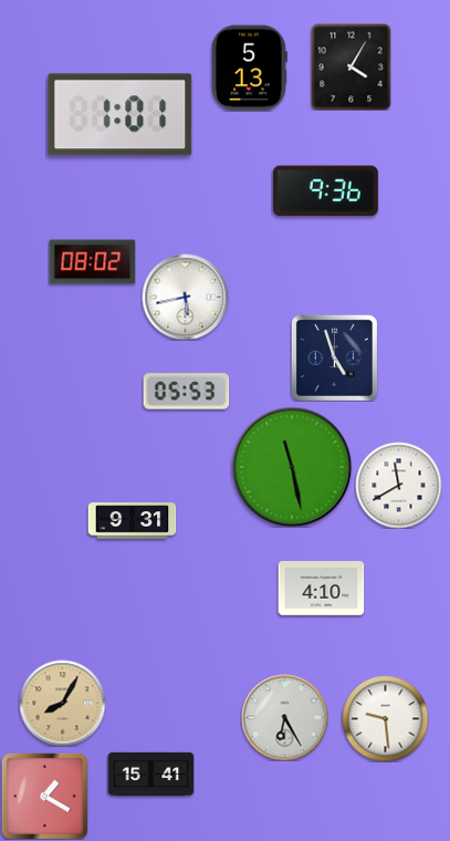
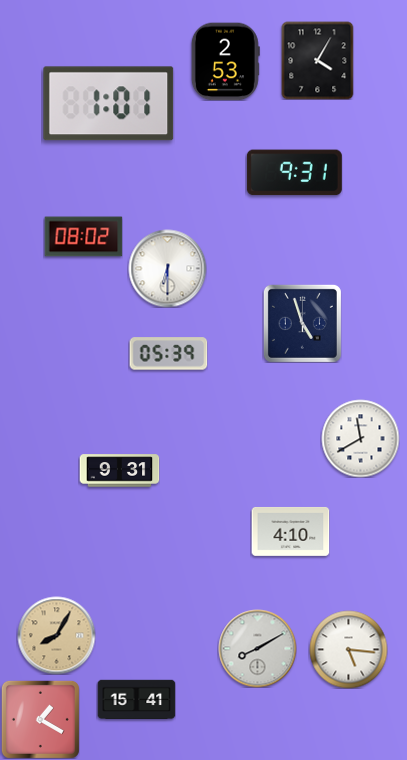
clock at (249, 68): 5:13 -> 2:53
clock at (325, 191): 9:36 -> 9:31
clock at (185, 297): 5:43 -> 6:30
clock at (186, 392): 05:53 -> 05:39
clock at (292, 467): 11:28 -> none
clock at (284, 717): 6:25 -> 8:10
clock at (385, 718): 9:29 -> 5:16
